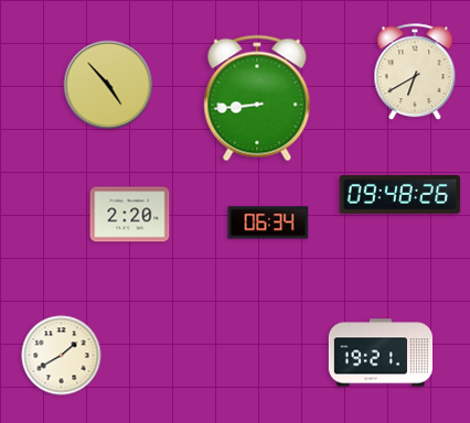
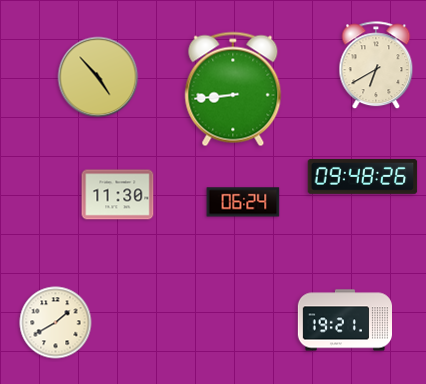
clock at (130, 215): 2:20 -> 11:30
clock at (268, 223): 06:34 -> 06:24
